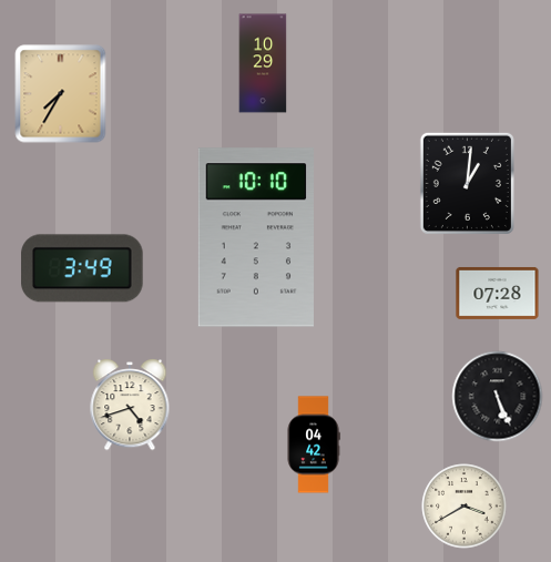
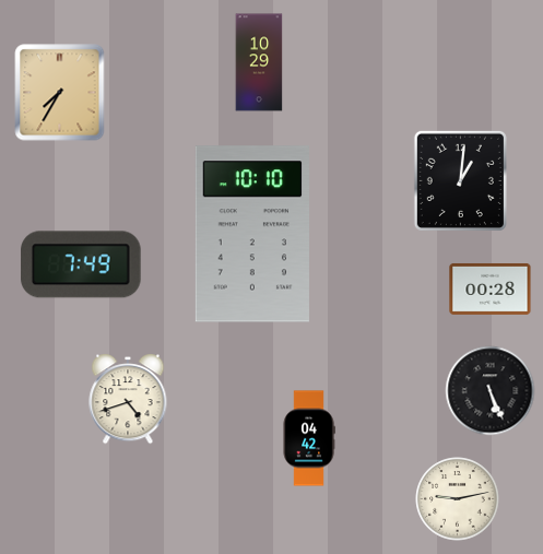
clock at (82, 268): 3:49 -> 7:49
clock at (498, 293): 07:28 -> 00:28
clock at (465, 507): 3:40 -> 9:13
